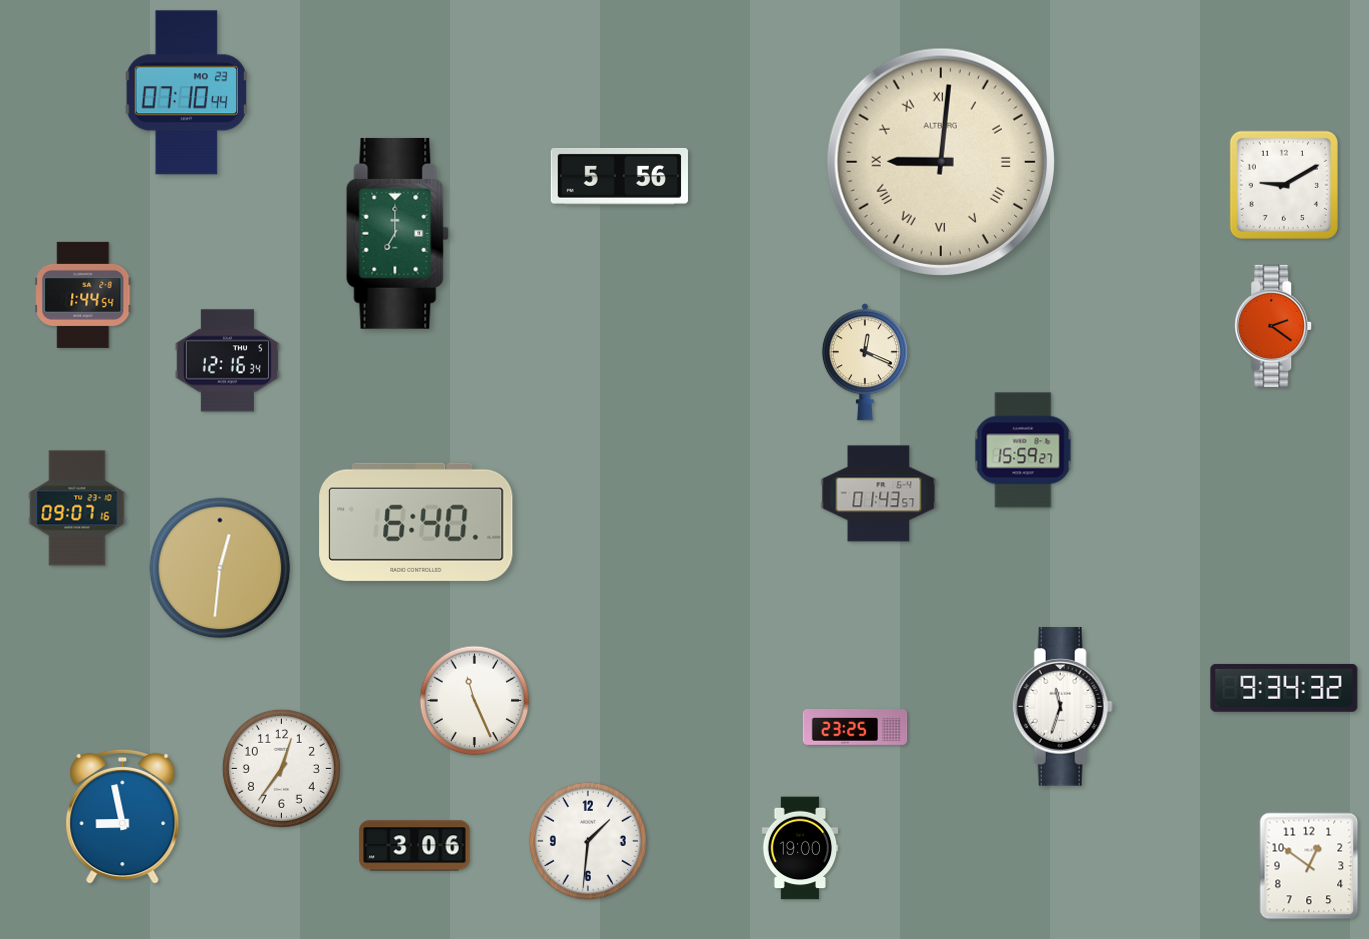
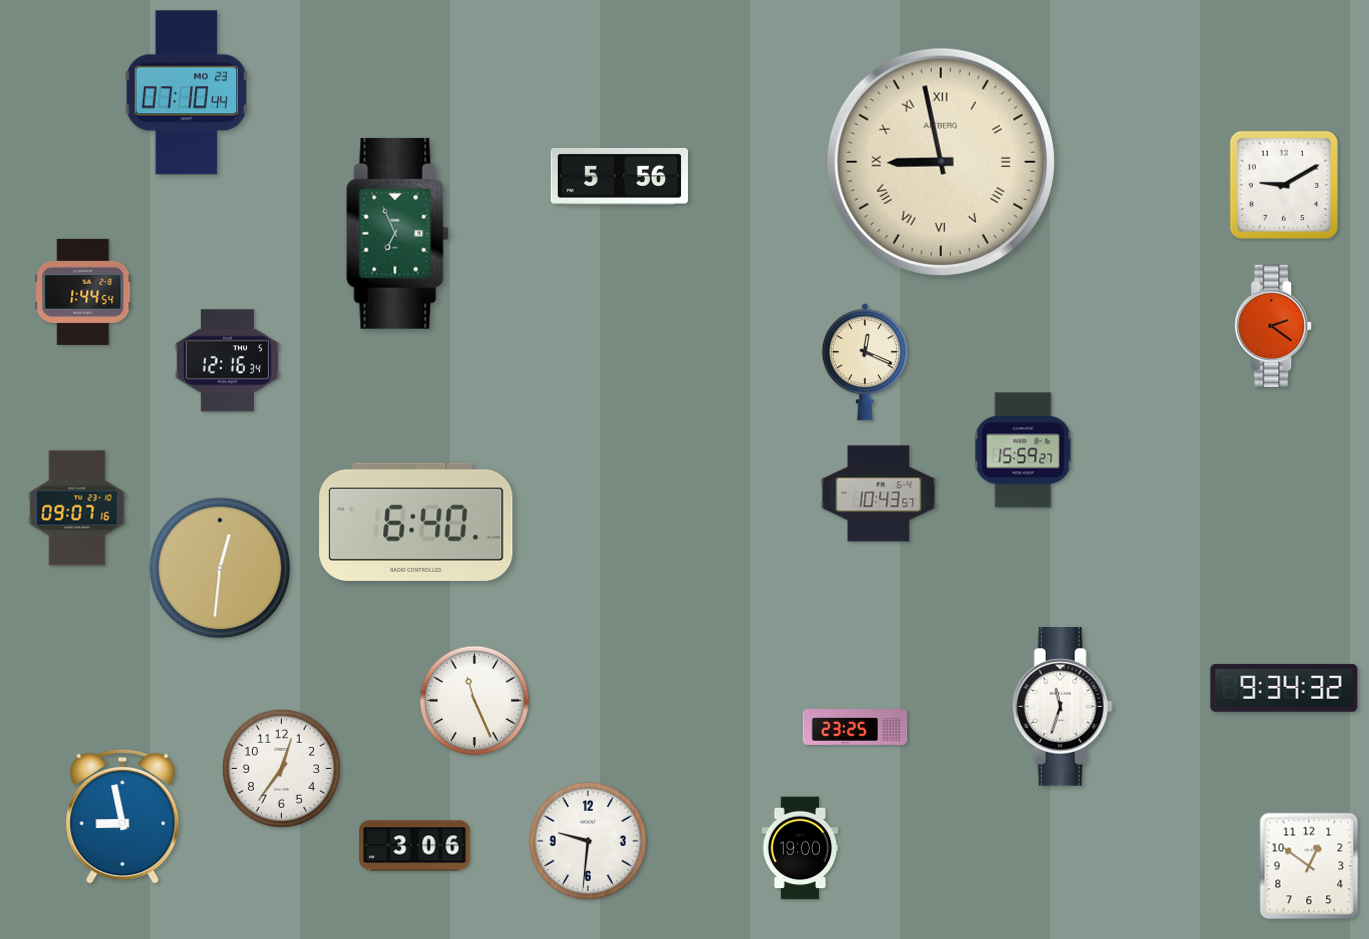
clock at (941, 162): 9:01 -> 8:58
clock at (398, 233): 7:00 -> 6:56
clock at (83, 295) position: (83, 295) -> (83, 292)
clock at (879, 494): 01:43 -> 10:43
clock at (588, 841): 1:31 -> 9:31
